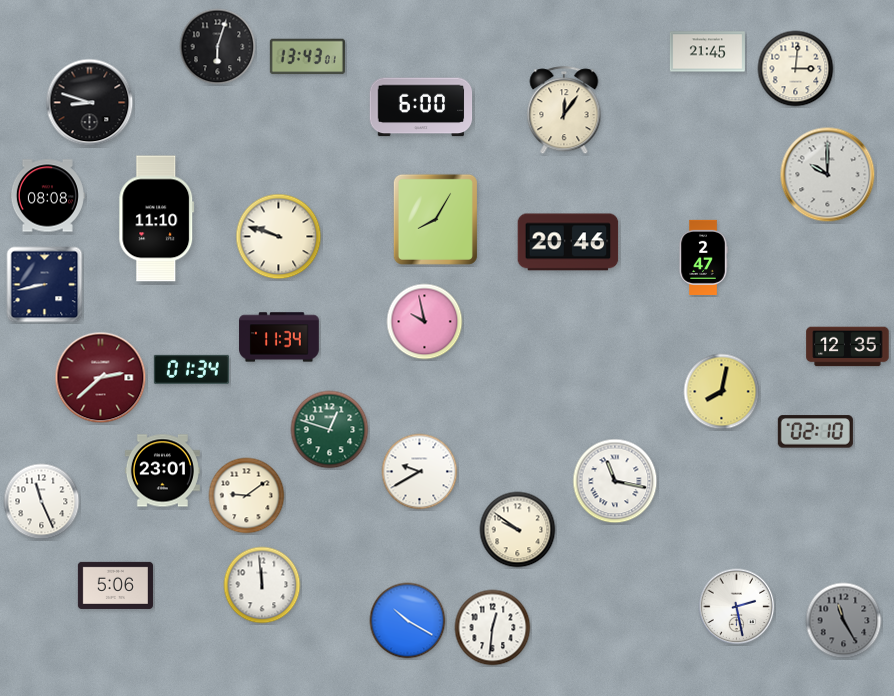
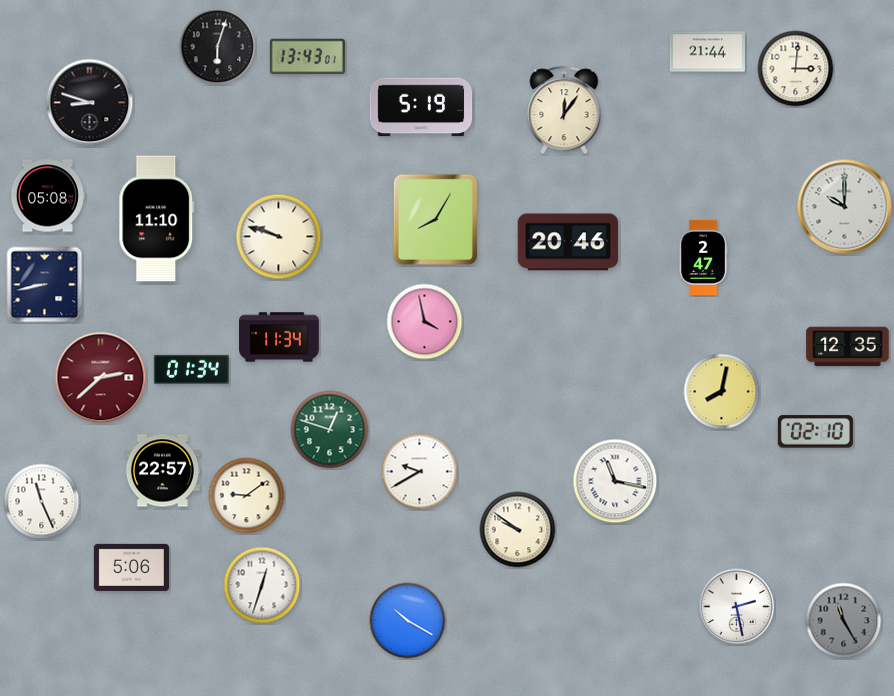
clock at (707, 52): 21:45 -> 21:44
clock at (421, 107): 6:00 -> 5:19
clock at (828, 175) position: (828, 175) -> (845, 207)
clock at (47, 196): 08:08 -> 05:08
clock at (425, 322): 9:58 -> 3:58
clock at (162, 471): 23:01 -> 22:57
clock at (115, 585) position: (115, 585) -> (131, 567)
clock at (262, 585): 11:59 -> 12:33
clock at (493, 628): 12:31 -> none
